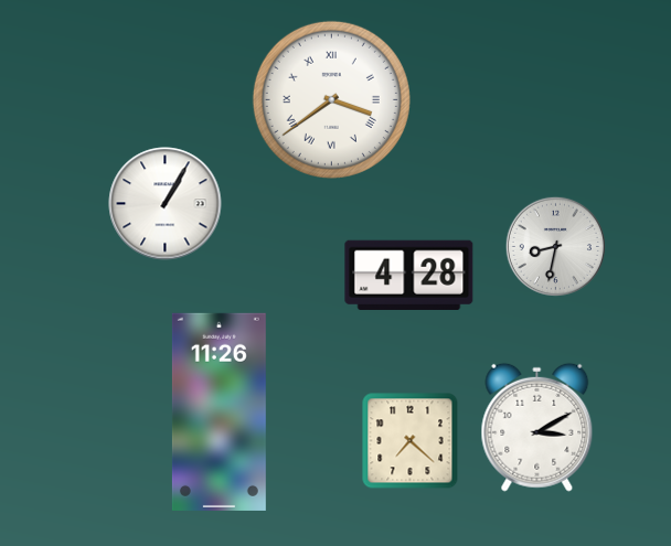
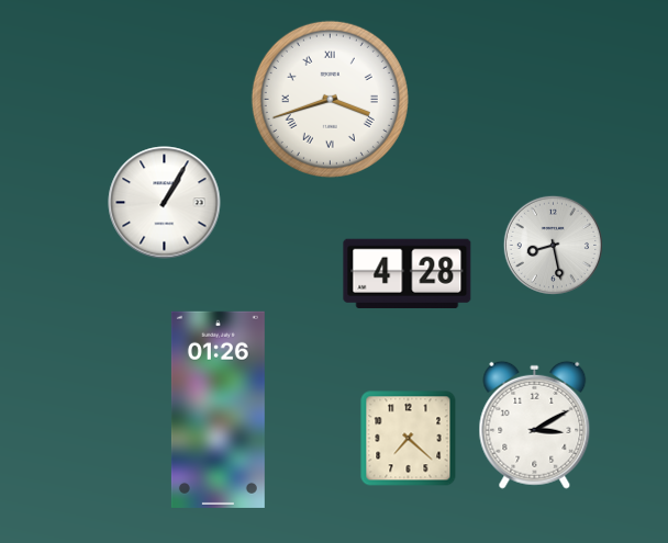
clock at (331, 99): 3:39 -> 3:42
clock at (555, 246): 8:32 -> 8:28
clock at (219, 411): 11:26 -> 01:26
